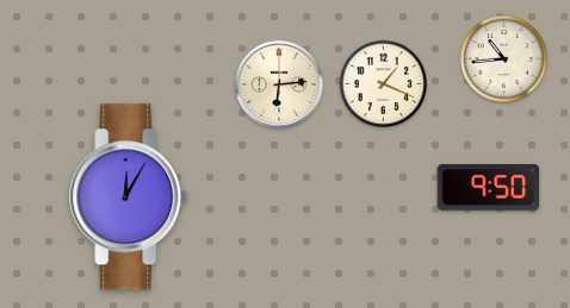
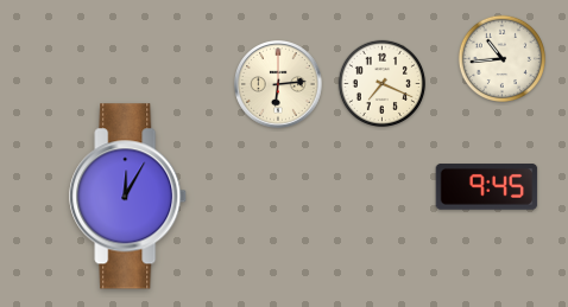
clock at (383, 83): 1:19 -> 7:19
clock at (489, 188): 9:50 -> 9:45
